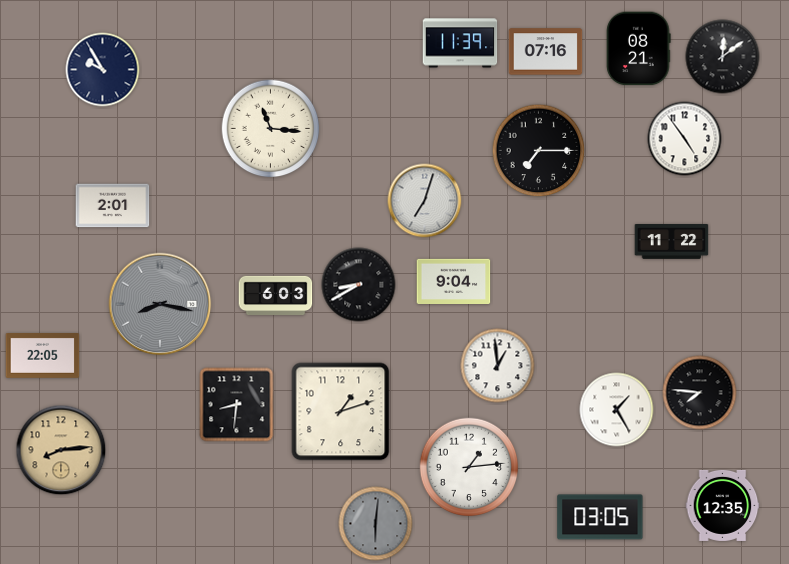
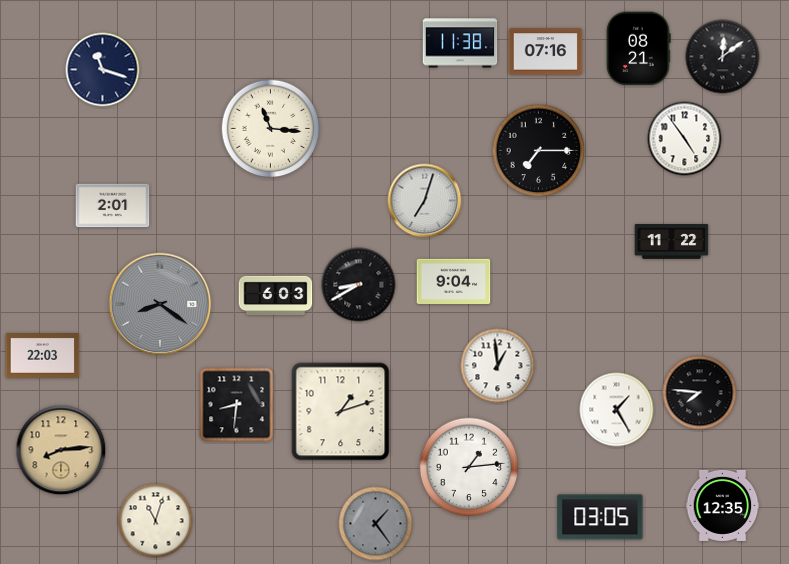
clock at (460, 43): 11:39 -> 11:38
clock at (103, 70): 9:55 -> 11:18
clock at (160, 304): 8:17 -> 8:21
clock at (43, 356): 22:05 -> 22:03
clock at (156, 521): none -> 11:03
clock at (376, 524): 6:01 -> 1:24
